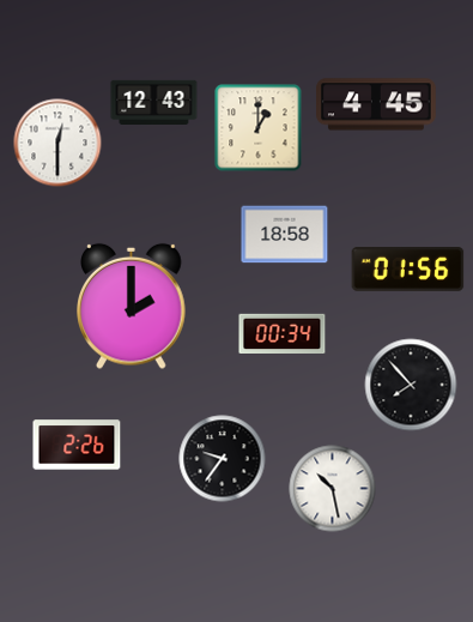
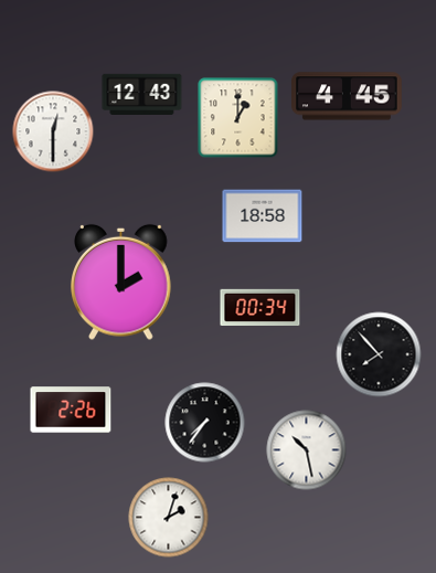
clock at (408, 270): 01:56 -> none
clock at (223, 459): 9:36 -> 7:36
clock at (169, 518): none -> 2:03
